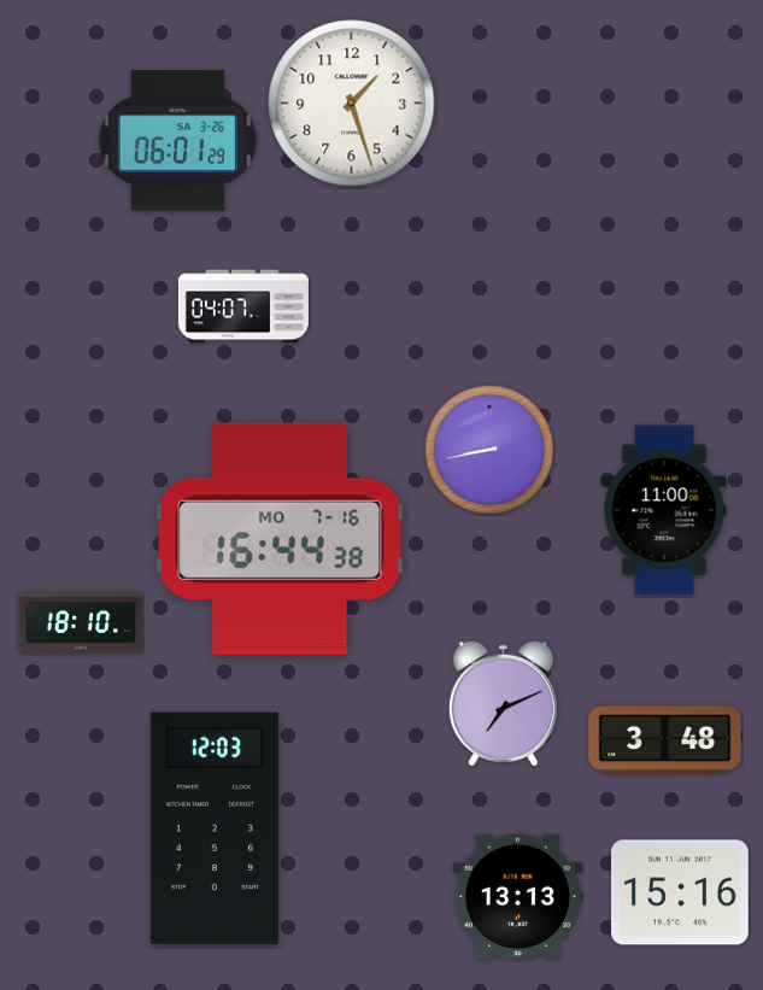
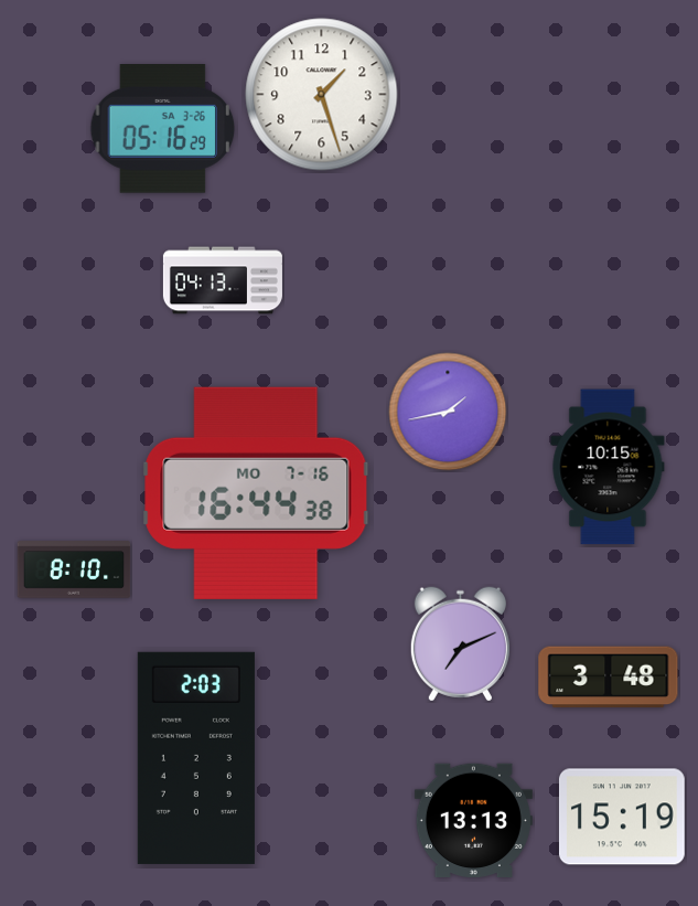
clock at (178, 141): 06:01 -> 05:16
clock at (243, 306): 04:07 -> 04:13
clock at (489, 450): 8:43 -> 1:43
clock at (664, 510): 11:00 -> 10:15
clock at (81, 622): 18:10 -> 8:10
clock at (215, 828): 12:03 -> 2:03
clock at (680, 892): 15:16 -> 15:19
